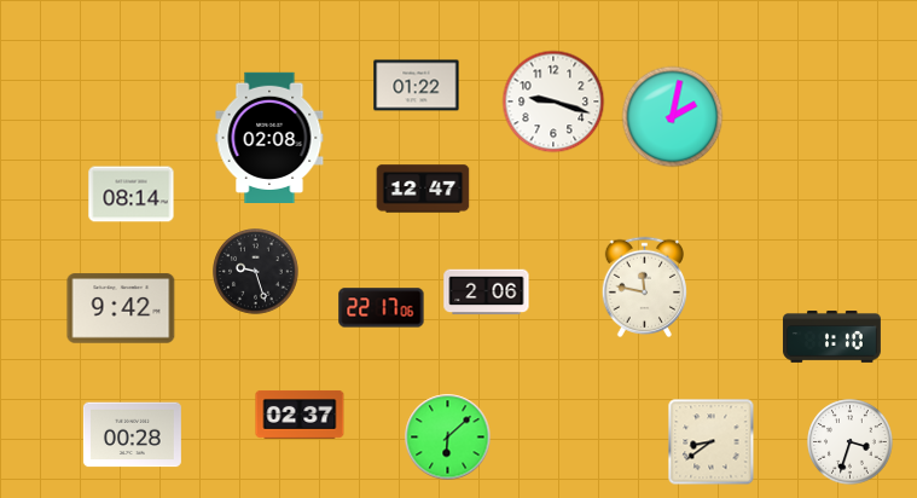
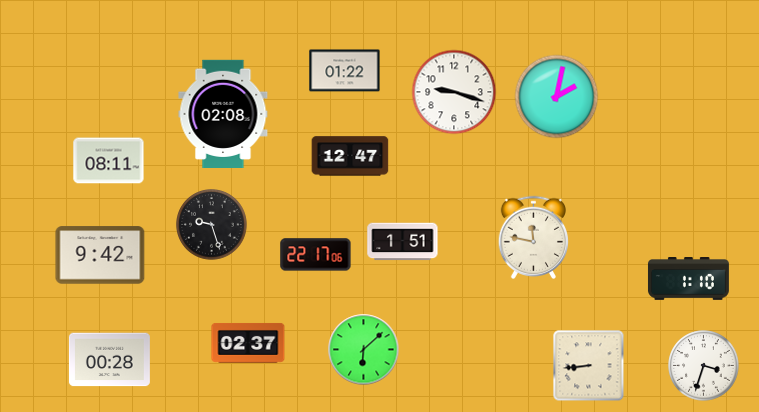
clock at (553, 102) position: (553, 102) -> (454, 92)
clock at (132, 195): 08:14 -> 08:11
clock at (487, 293): 2:06 -> 1:51
clock at (448, 438) position: (448, 438) -> (364, 350)
clock at (712, 442): 8:39 -> 8:44
